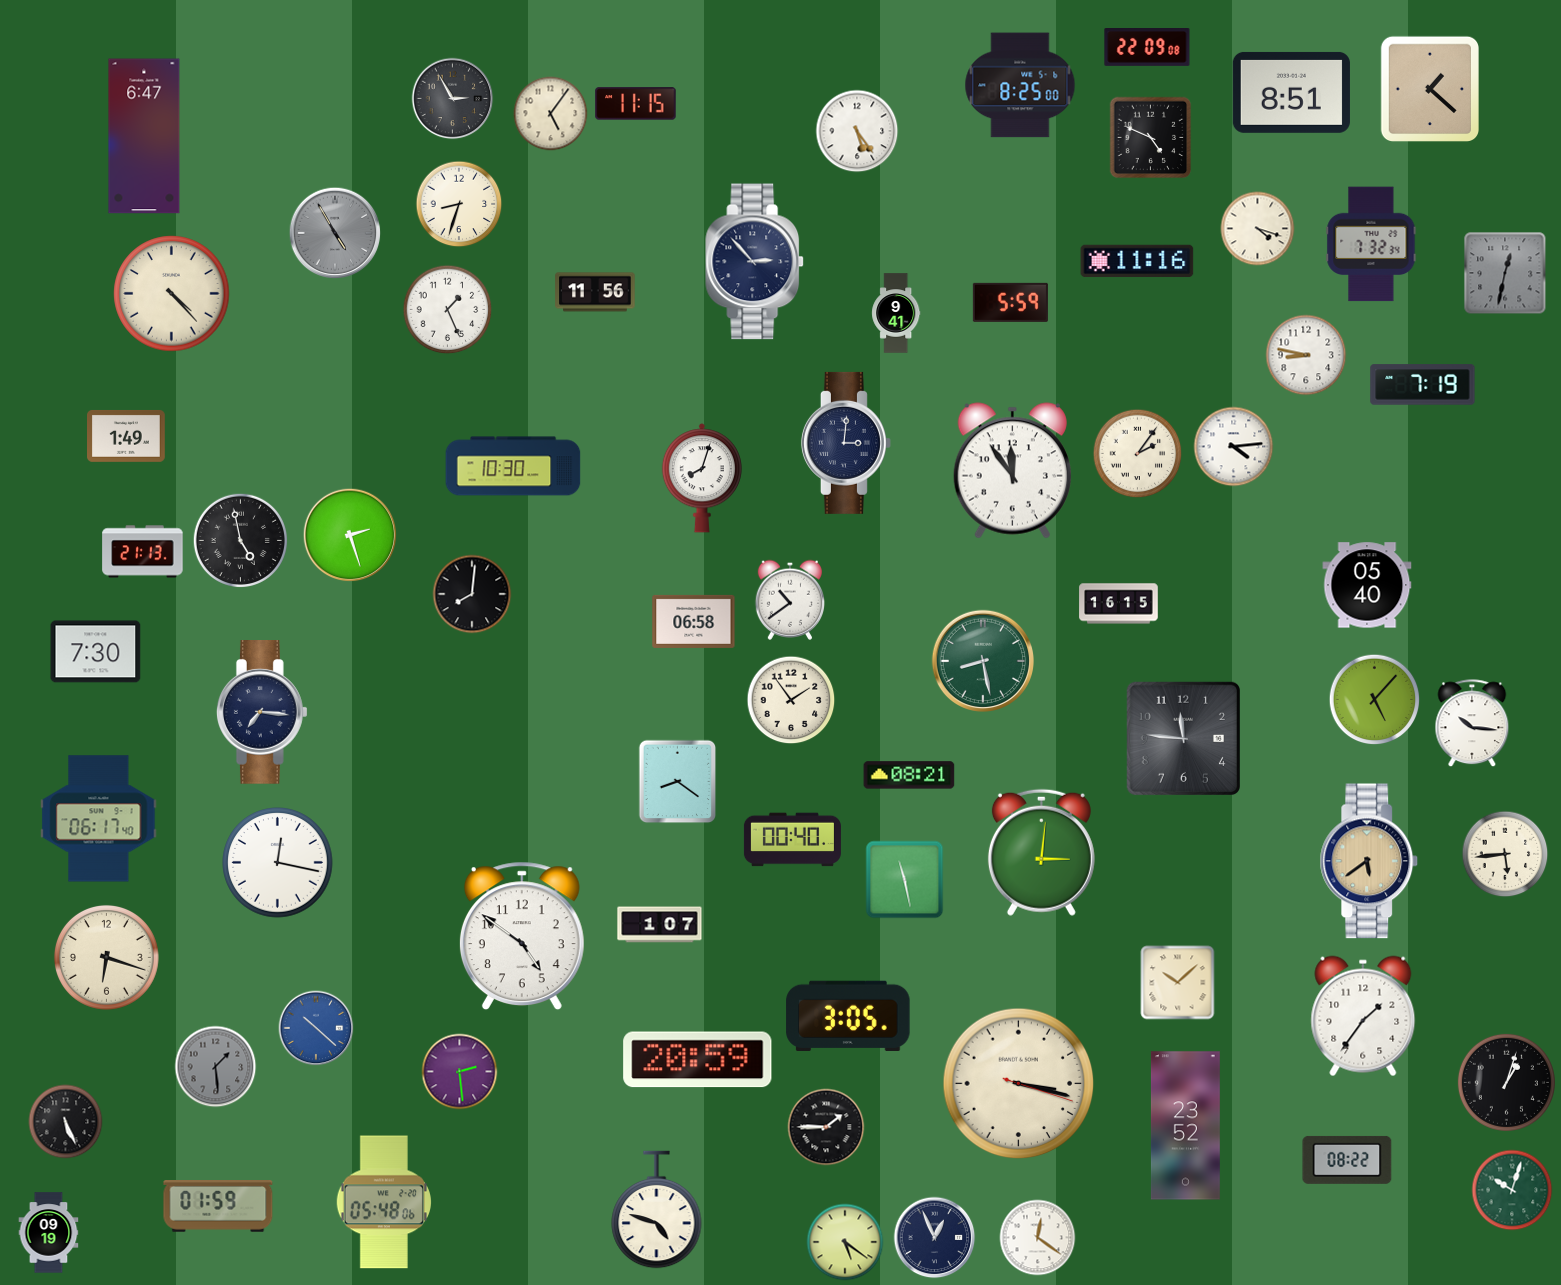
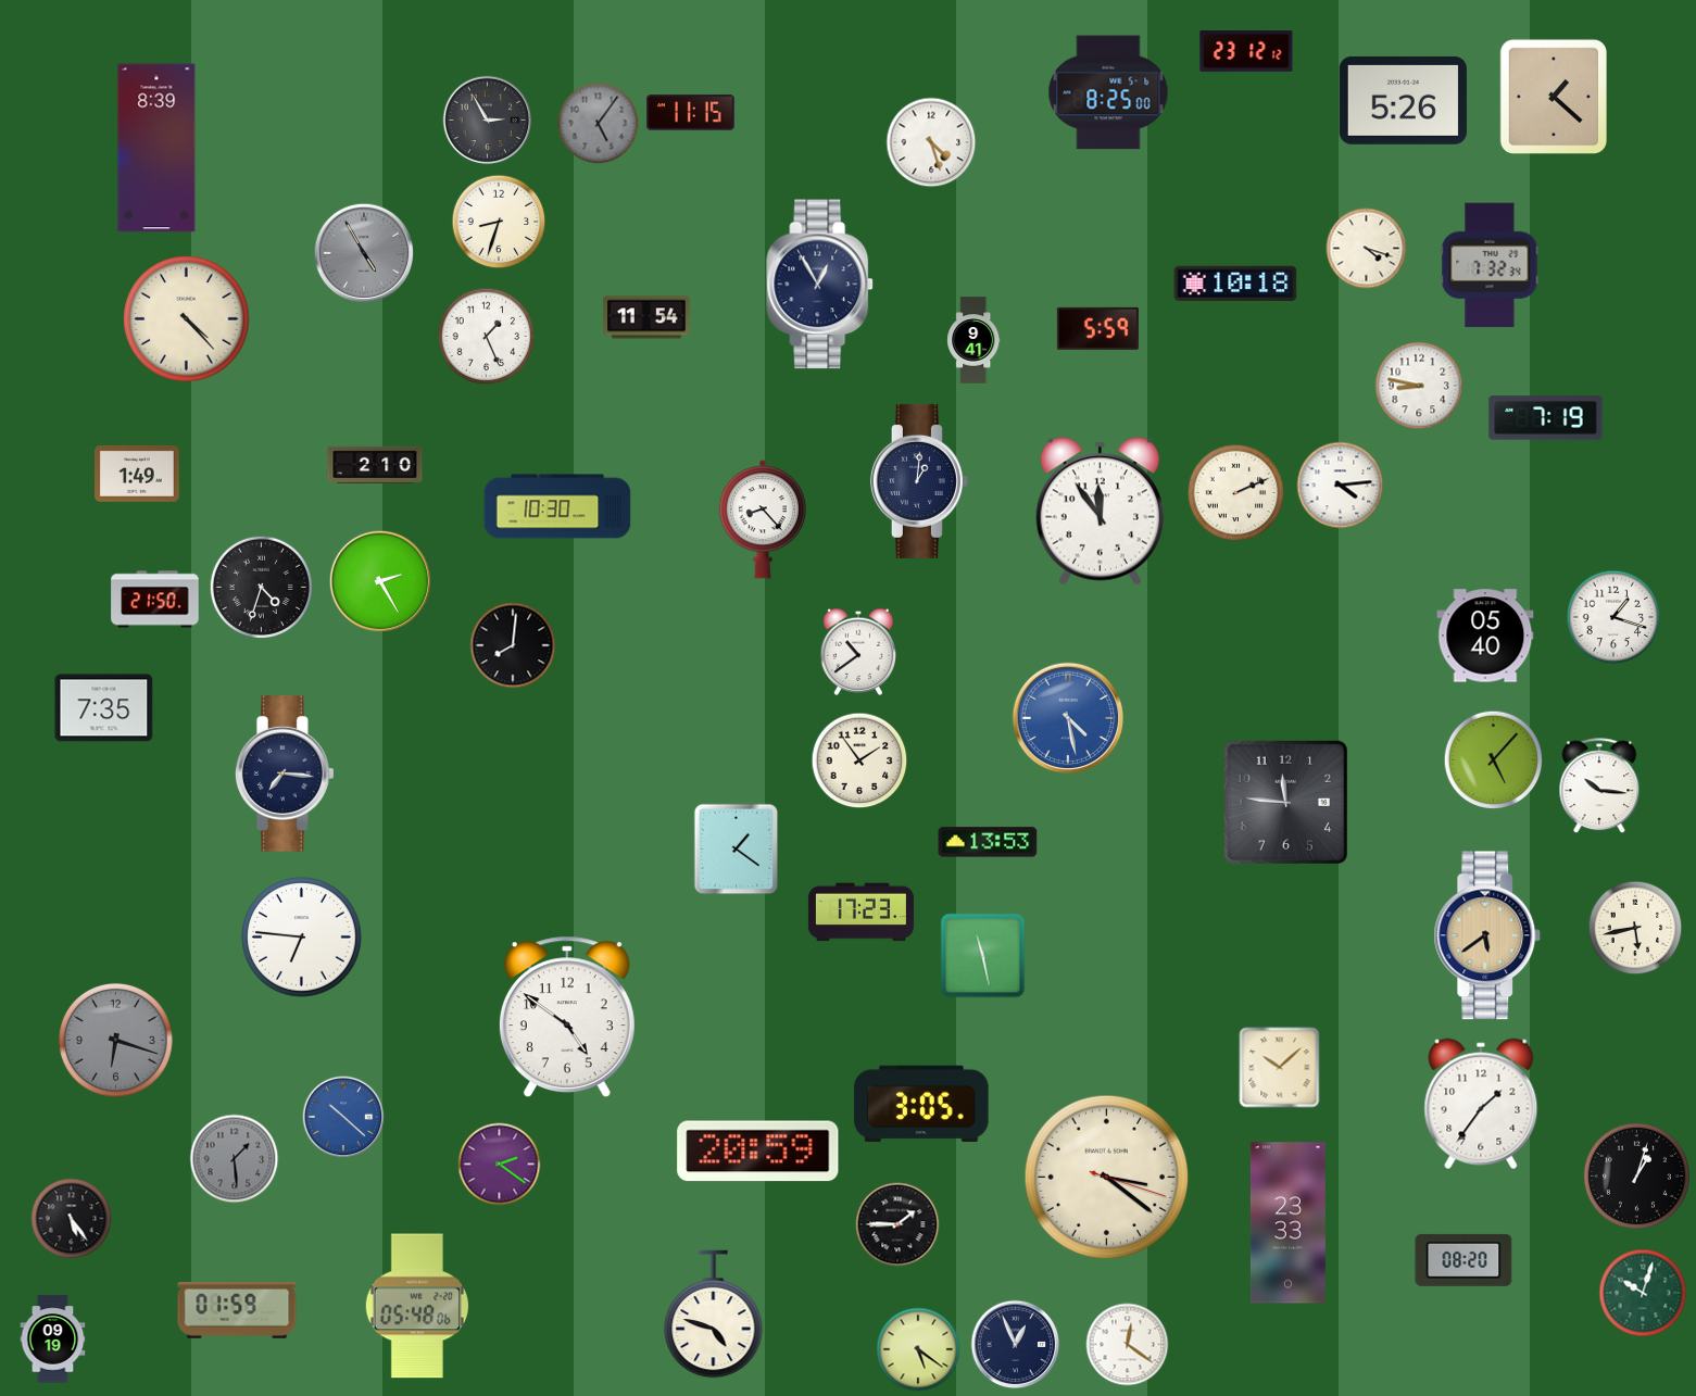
clock at (1147, 48): 22:09 -> 23:12
clock at (1291, 92): 8:51 -> 5:26
clock at (453, 99) position: (453, 99) -> (488, 121)
clock at (551, 114) dial: cream -> grey
clock at (857, 131): 5:24 -> 4:27
clock at (144, 136): 6:47 -> 8:39
clock at (1151, 138): 4:49 -> none
clock at (1137, 261): 11:16 -> 10:18
clock at (755, 262): 2:53 -> 12:55
clock at (1505, 273): 12:32 -> none
clock at (595, 292): 11:56 -> 11:54
clock at (375, 465): none -> 2:10
clock at (846, 443): 3:01 -> 1:01
clock at (1138, 454): 2:06 -> 2:11
clock at (702, 478): 8:03 -> 8:23
clock at (350, 535): 2:27 -> 2:25
clock at (240, 540): 4:58 -> 4:33
clock at (143, 552): 21:13 -> 21:50
clock at (1613, 617): none -> 1:18
clock at (1119, 604): 16:15 -> none
clock at (694, 621): 06:58 -> none
clock at (96, 652): 7:30 -> 7:35
clock at (982, 660): 8:28 -> 4:28
clock at (982, 660) dial: green -> blue
clock at (909, 775): 08:21 -> 13:53
clock at (678, 782): 8:21 -> 1:21
clock at (99, 819): 06:17 -> none
clock at (792, 840): 00:40 -> 17:23
clock at (1041, 852): 3:01 -> none
clock at (1505, 854): 5:44 -> 5:43
clock at (278, 863): 12:17 -> 6:46
clock at (660, 925): 1:07 -> none
clock at (106, 957) dial: cream -> grey
clock at (460, 1072): 2:29 -> 2:21
clock at (1019, 1084): 3:17 -> 3:21
clock at (66, 1122): 5:26 -> 5:24
clock at (1185, 1126): 23:52 -> 23:33
clock at (1347, 1160): 08:22 -> 08:20
